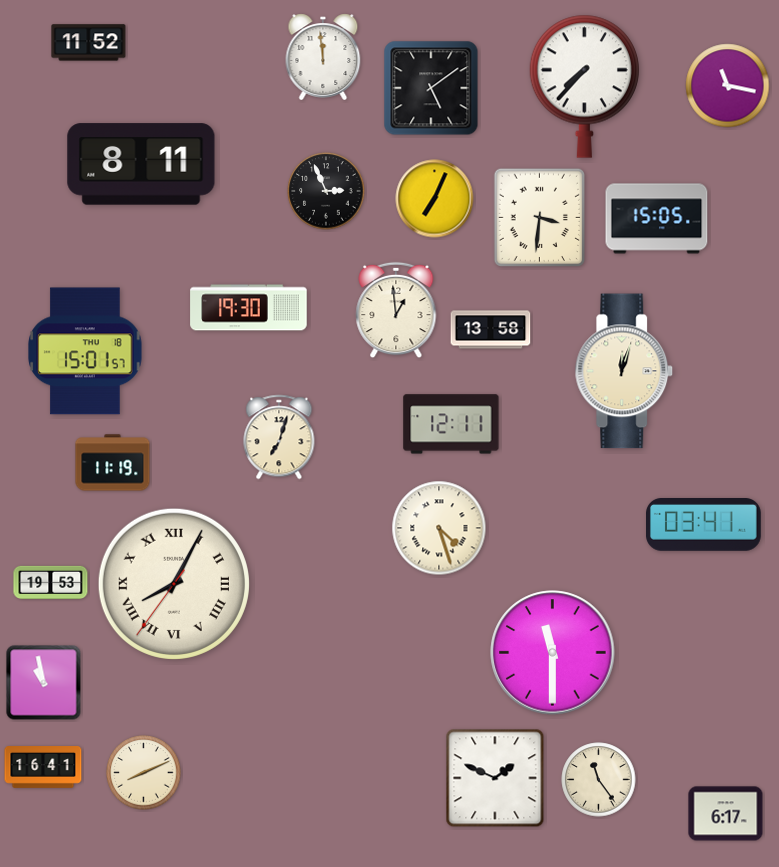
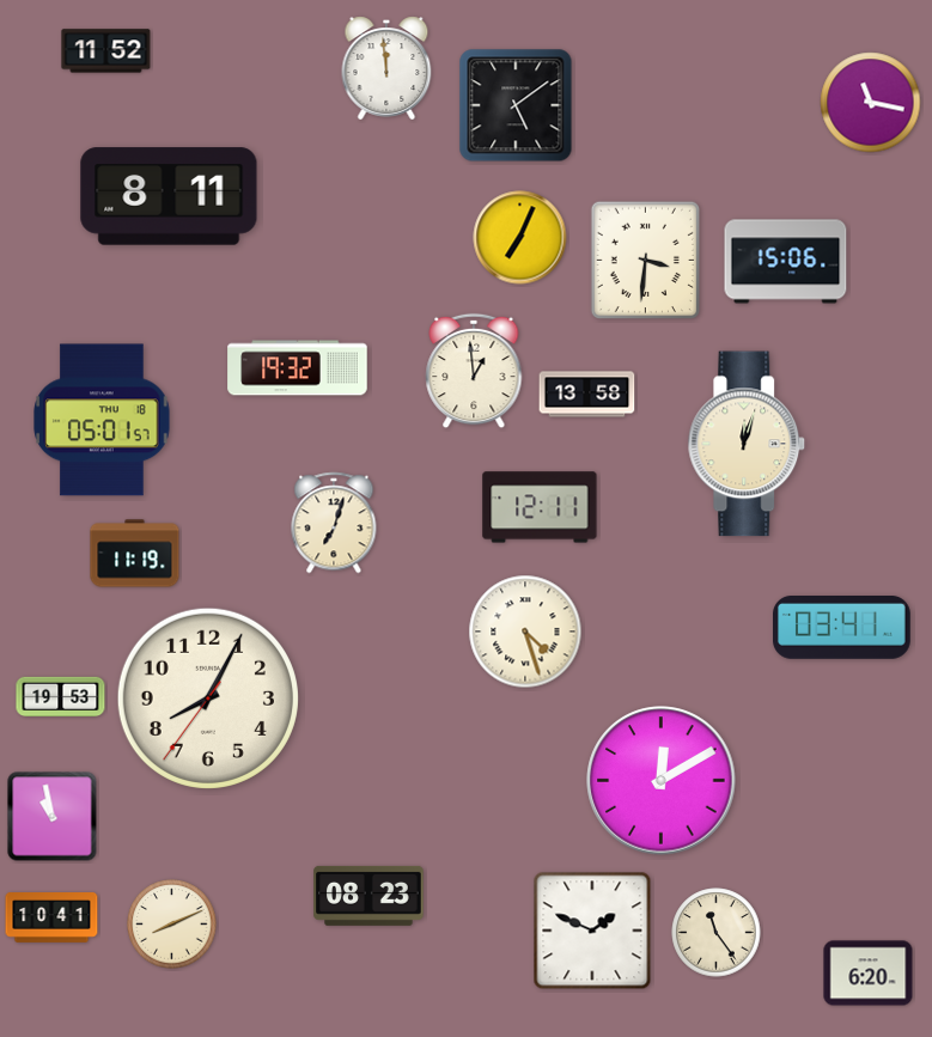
clock at (584, 86): 7:37 -> none
clock at (326, 191): 2:56 -> none
clock at (657, 219): 15:05 -> 15:06
clock at (249, 308): 19:30 -> 19:32
clock at (85, 351): 15:01 -> 05:01
clock at (174, 584) numerals: Roman -> Arabic
clock at (553, 653): 11:30 -> 12:10
clock at (368, 896): none -> 08:23
clock at (43, 768): 16:41 -> 10:41
clock at (726, 814): 6:17 -> 6:20
